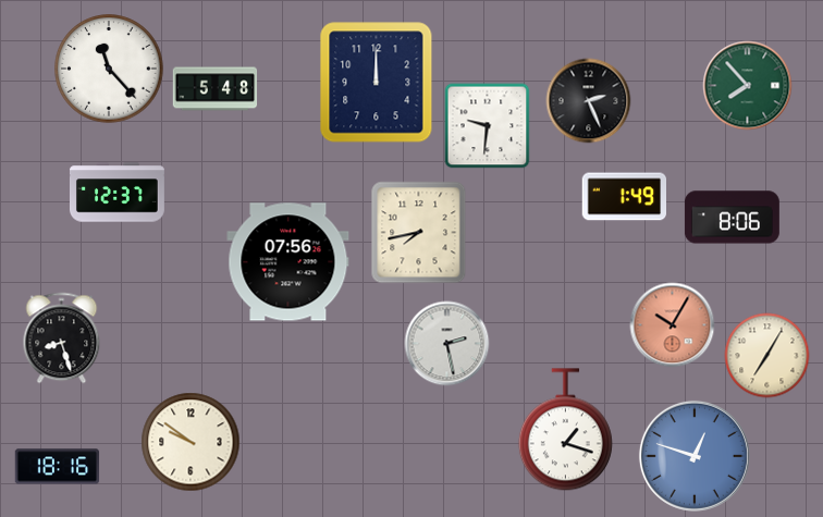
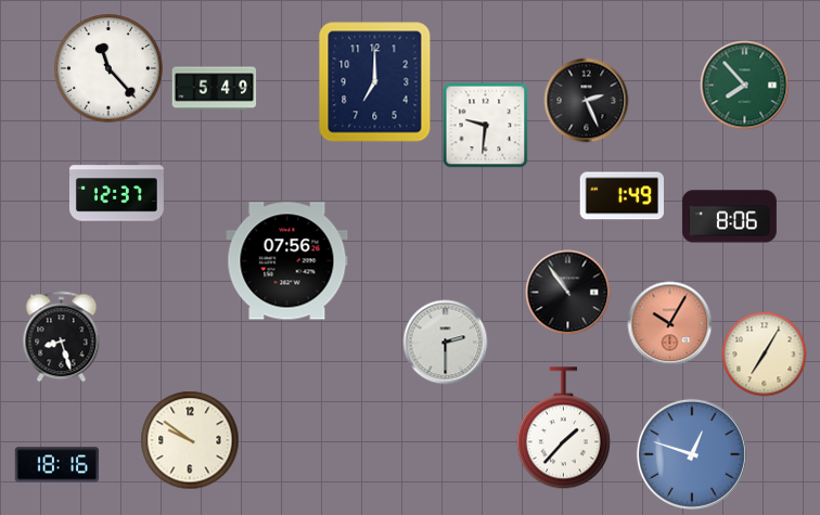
clock at (377, 83): 12:00 -> 7:00
clock at (214, 89): 5:48 -> 5:49
clock at (419, 232): 7:43 -> none
clock at (567, 292): none -> 10:54
clock at (446, 343): 2:28 -> 2:30
clock at (565, 430): 1:18 -> 1:37
